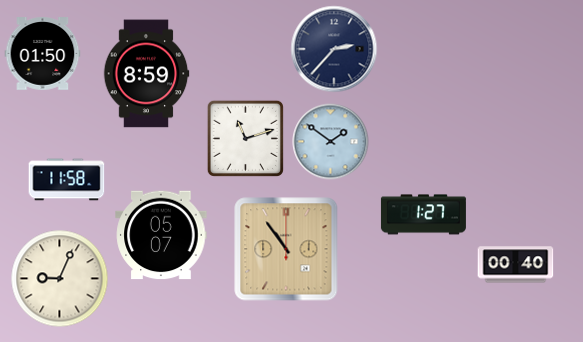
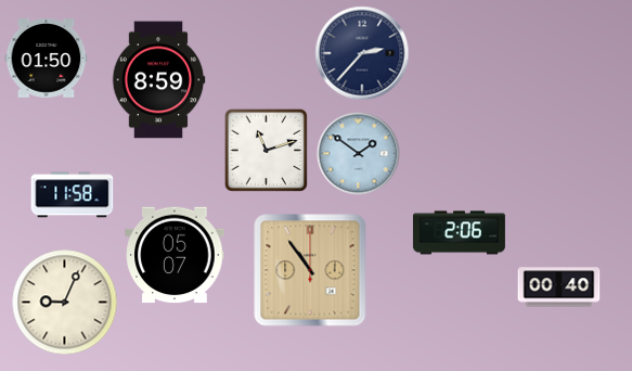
clock at (423, 215): 1:27 -> 2:06
